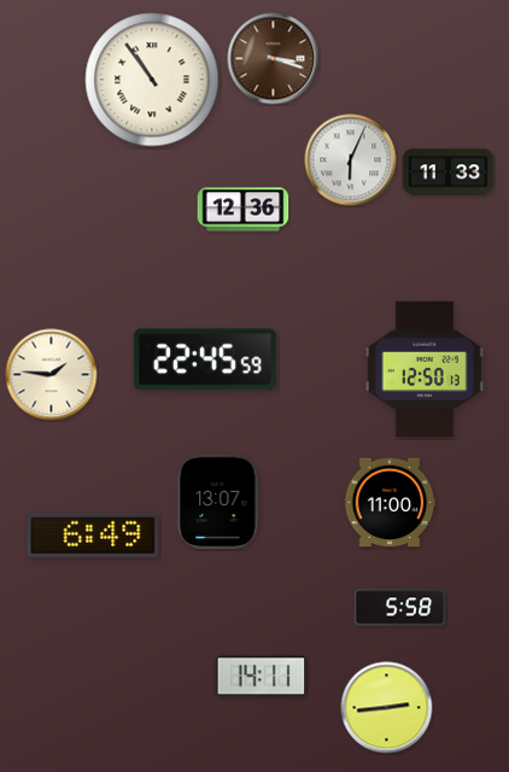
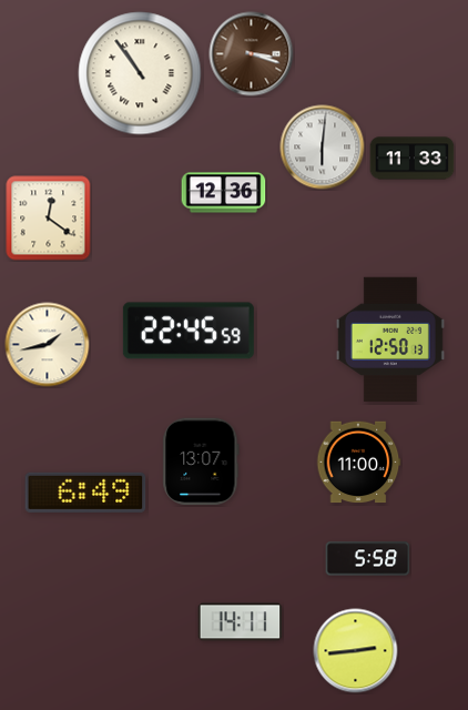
clock at (351, 160): 6:04 -> 6:01
clock at (49, 219): none -> 12:21
clock at (52, 375): 1:46 -> 1:43
